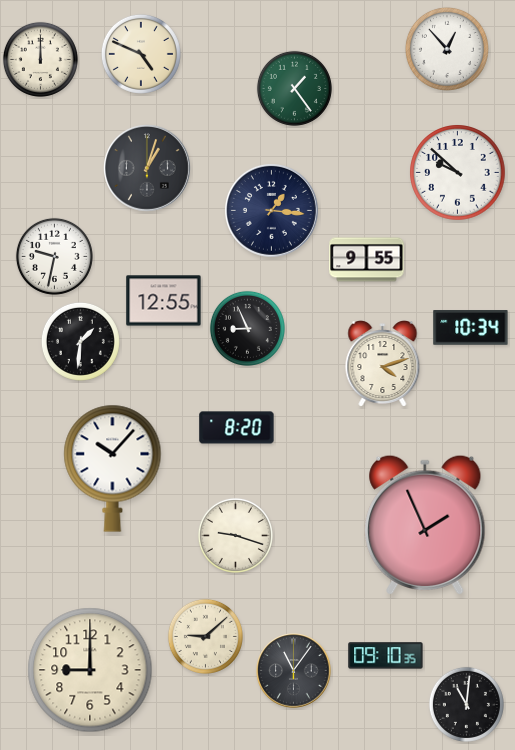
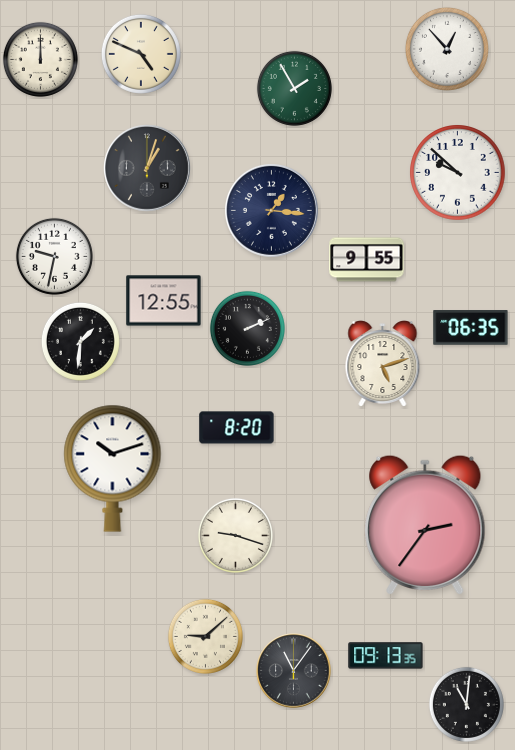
clock at (294, 88): 1:24 -> 1:55
clock at (247, 328): 8:56 -> 2:11
clock at (471, 328): 10:34 -> 06:35
clock at (383, 363): 4:12 -> 5:12
clock at (113, 468): 10:07 -> 10:12
clock at (425, 525): 1:56 -> 2:36
clock at (386, 656): 09:10 -> 09:13
clock at (90, 670): 9:00 -> none
